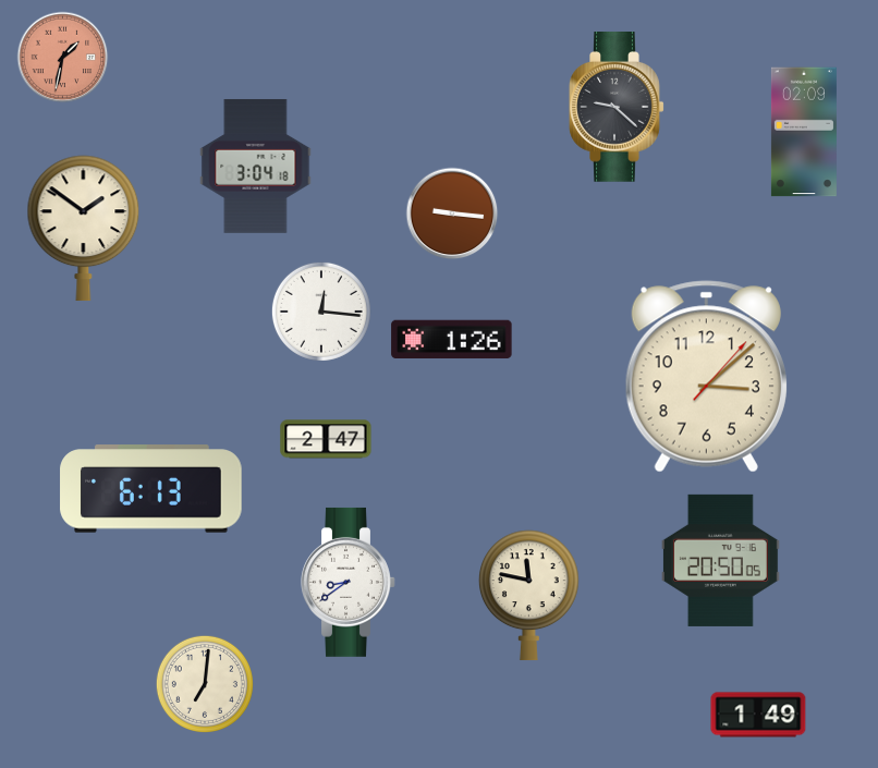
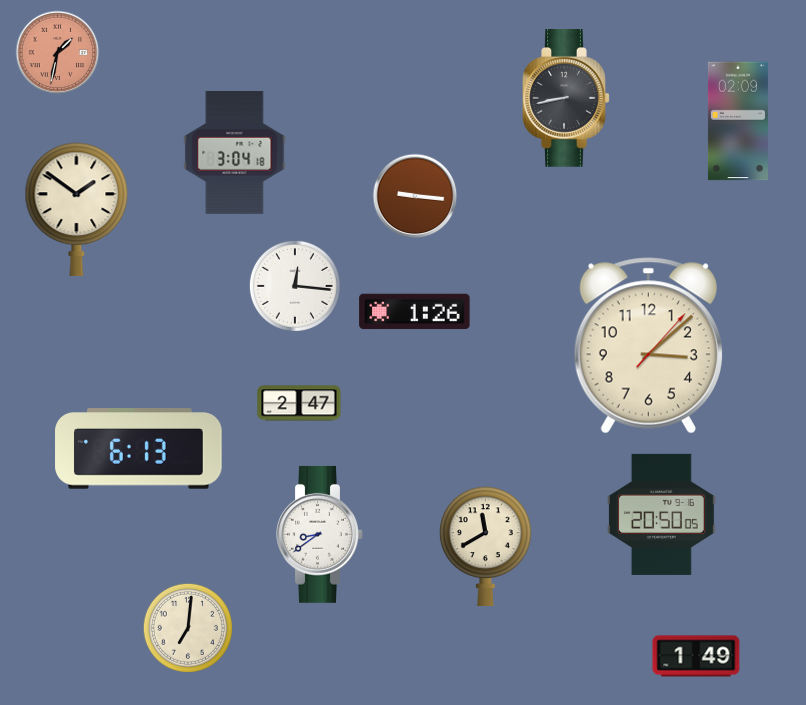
clock at (617, 108): 9:22 -> 8:43
clock at (528, 596): 11:47 -> 11:40
